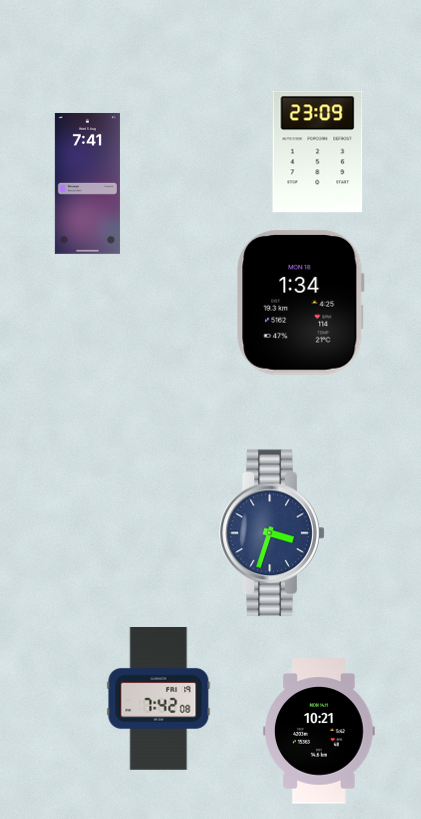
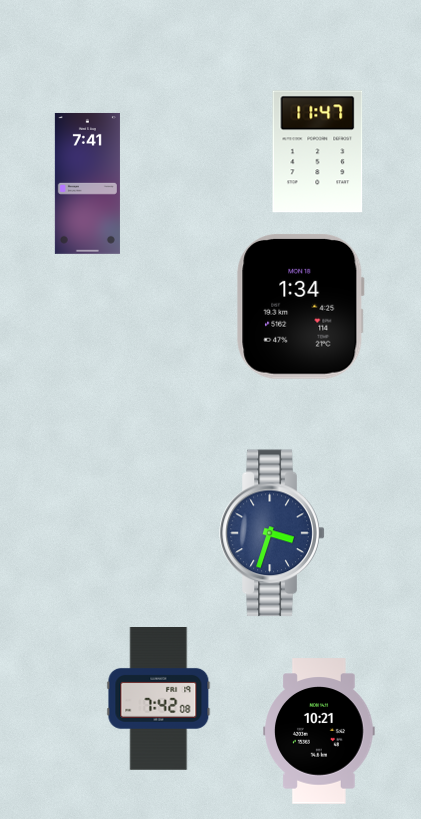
clock at (318, 152): 23:09 -> 11:47
clock at (301, 302) position: (301, 302) -> (301, 306)
